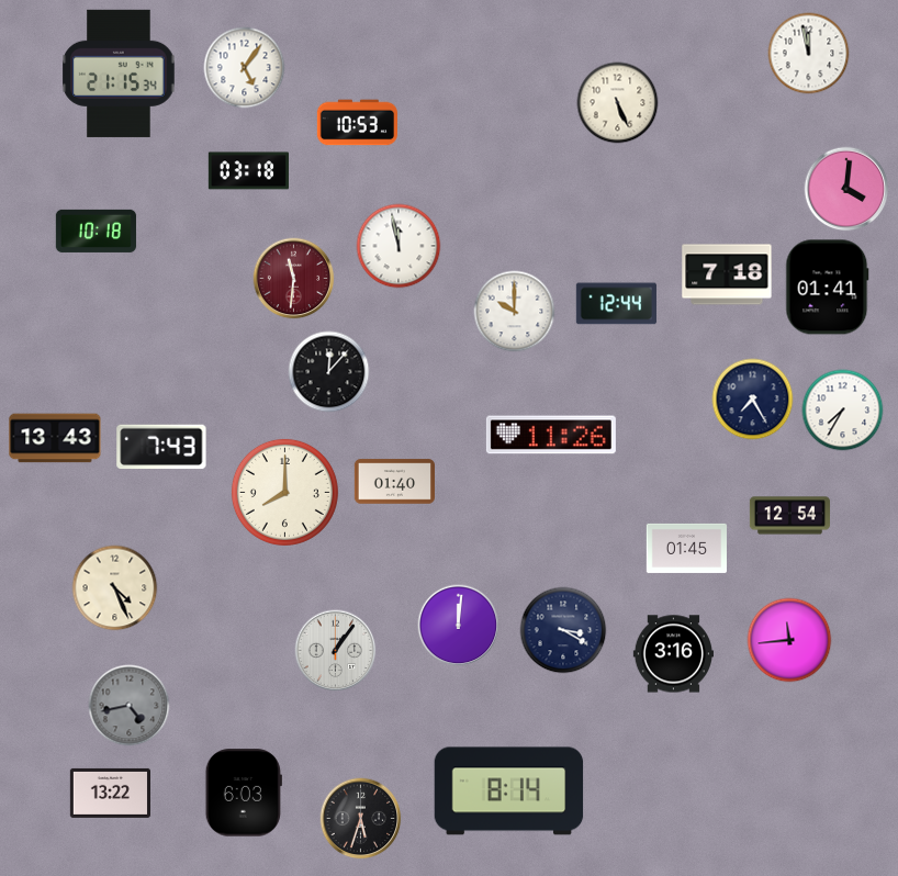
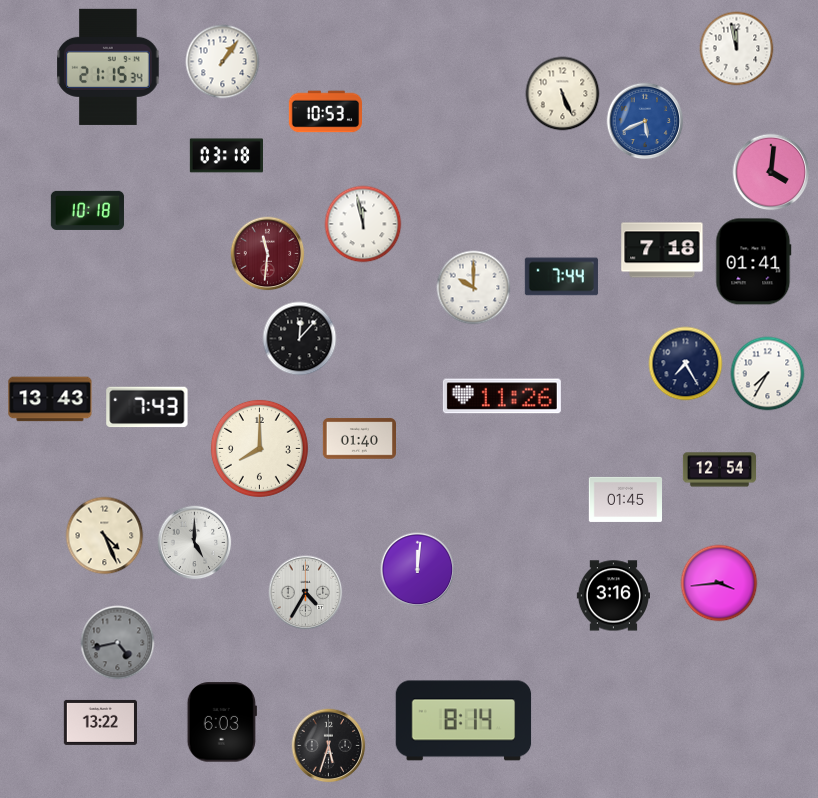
clock at (245, 68): 5:06 -> 1:06
clock at (645, 121): none -> 5:41
clock at (616, 304): 12:44 -> 7:44
clock at (515, 312) position: (515, 312) -> (474, 288)
clock at (195, 543): none -> 5:00
clock at (563, 630): 3:20 -> none
clock at (789, 640): 11:44 -> 3:44
clock at (336, 651): 1:06 -> 4:35
